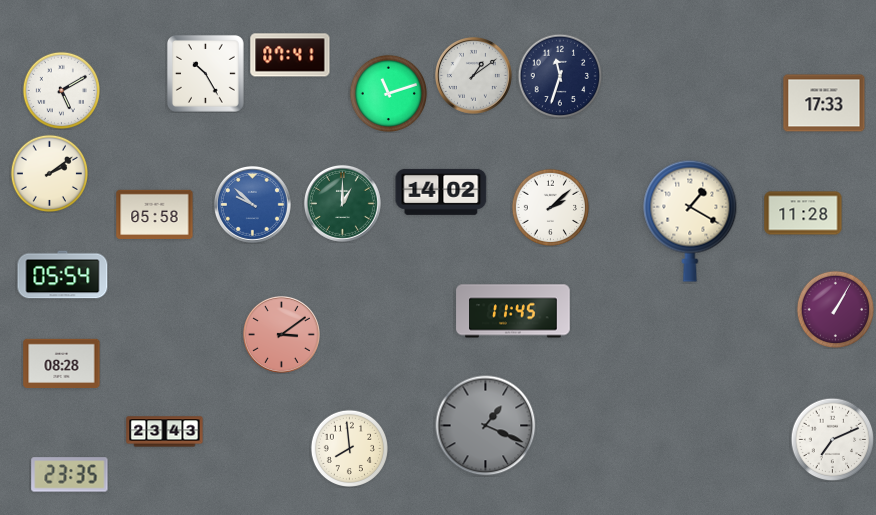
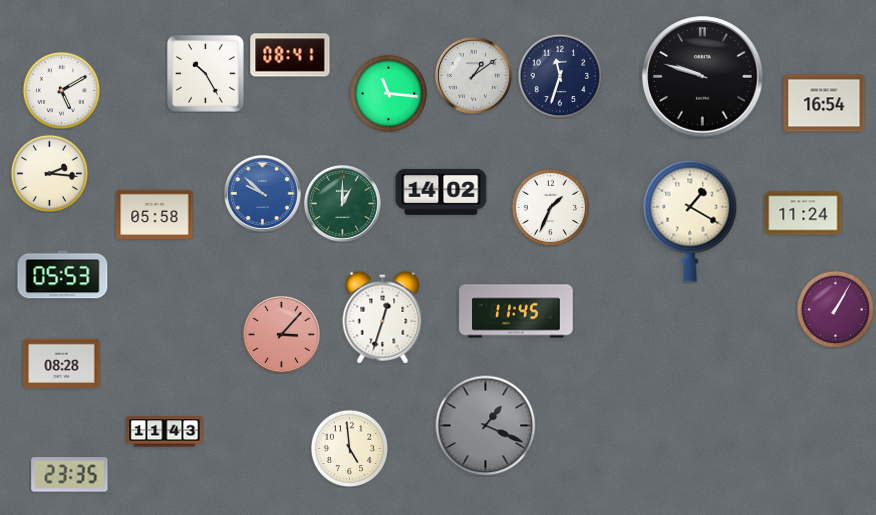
clock at (290, 55): 07:41 -> 08:41
clock at (703, 77): none -> 9:48
clock at (388, 93): 11:12 -> 11:16
clock at (824, 103): 17:33 -> 16:54
clock at (49, 173): 2:09 -> 2:16
clock at (252, 204) position: (252, 204) -> (262, 193)
clock at (550, 207): 2:08 -> 1:34
clock at (803, 213): 11:28 -> 11:24
clock at (63, 275): 05:54 -> 05:53
clock at (513, 311) position: (513, 311) -> (516, 311)
clock at (383, 317): none -> 12:33
clock at (281, 334): 3:09 -> 3:07
clock at (165, 432): 23:43 -> 11:43
clock at (832, 439): 7:11 -> none
clock at (349, 448): 7:59 -> 4:59
